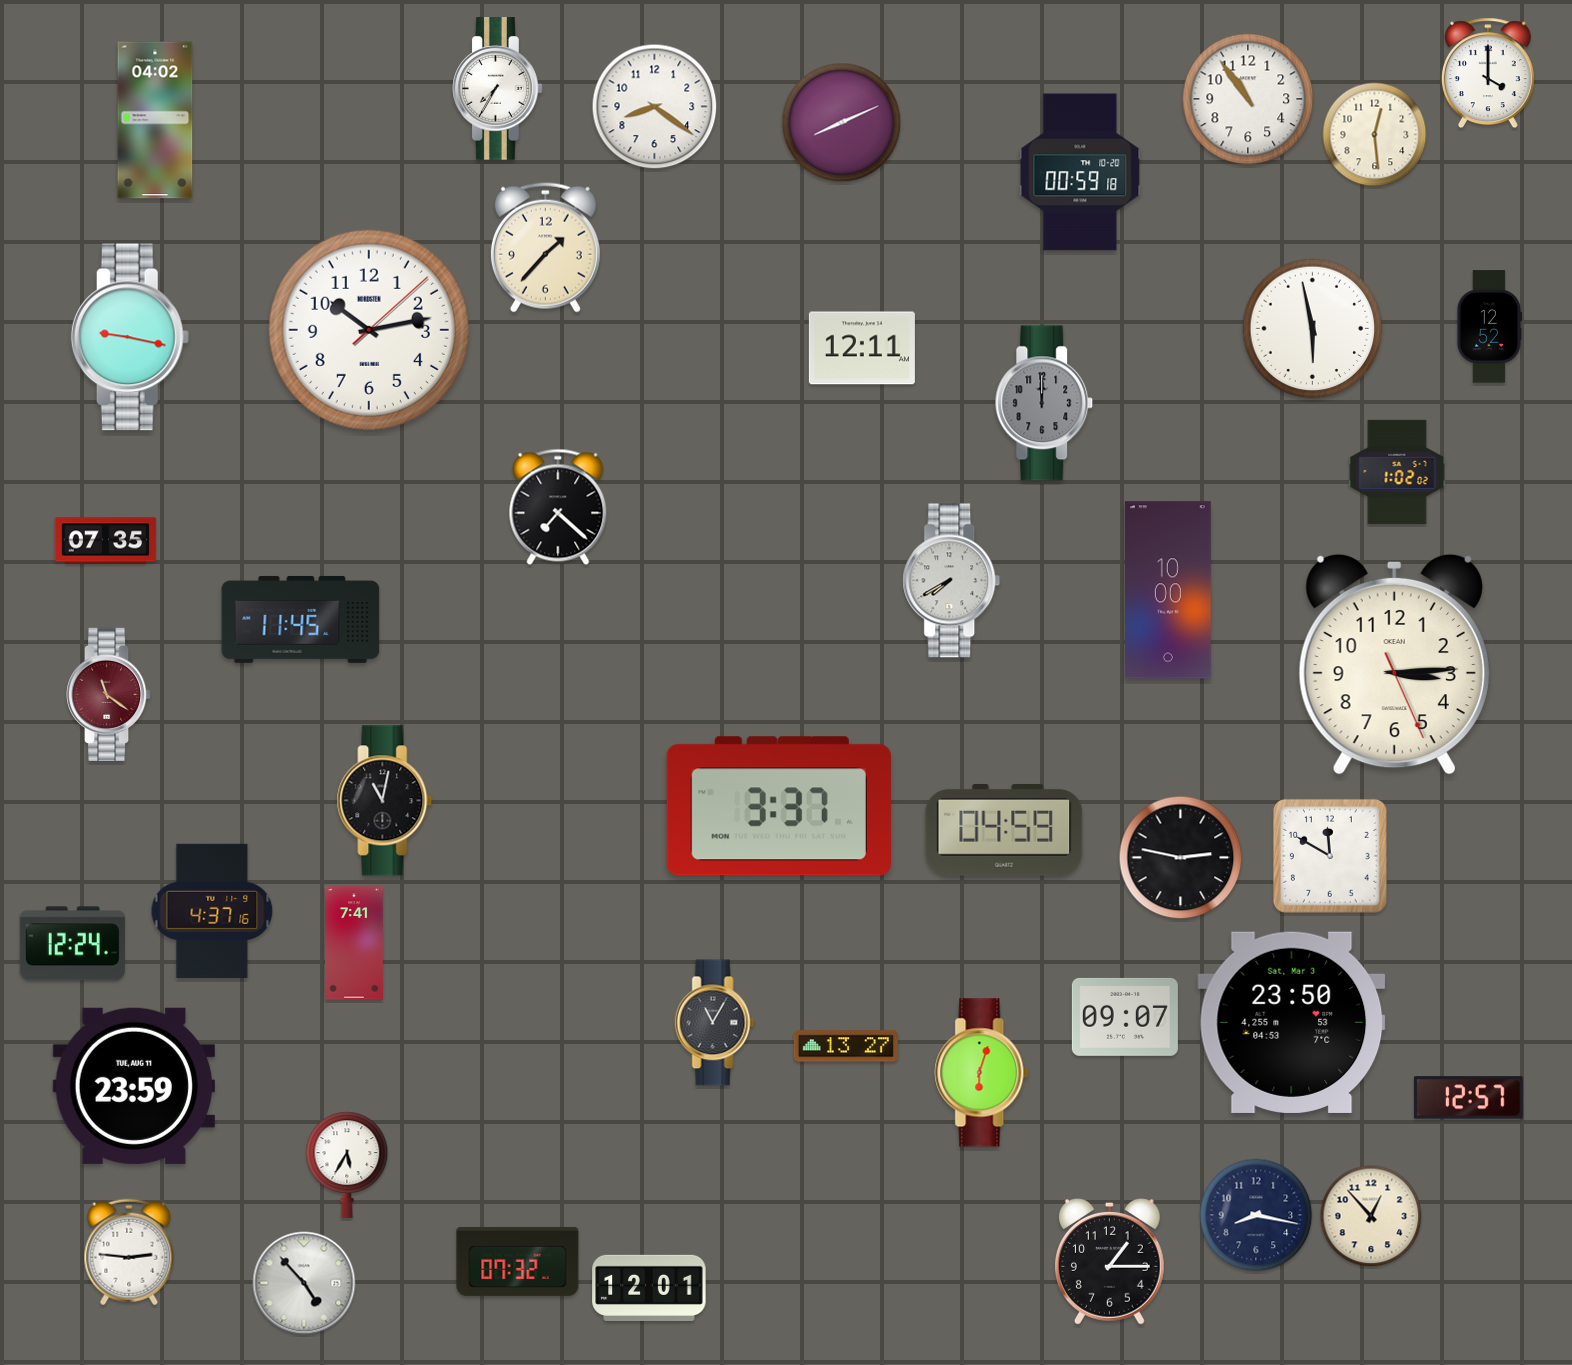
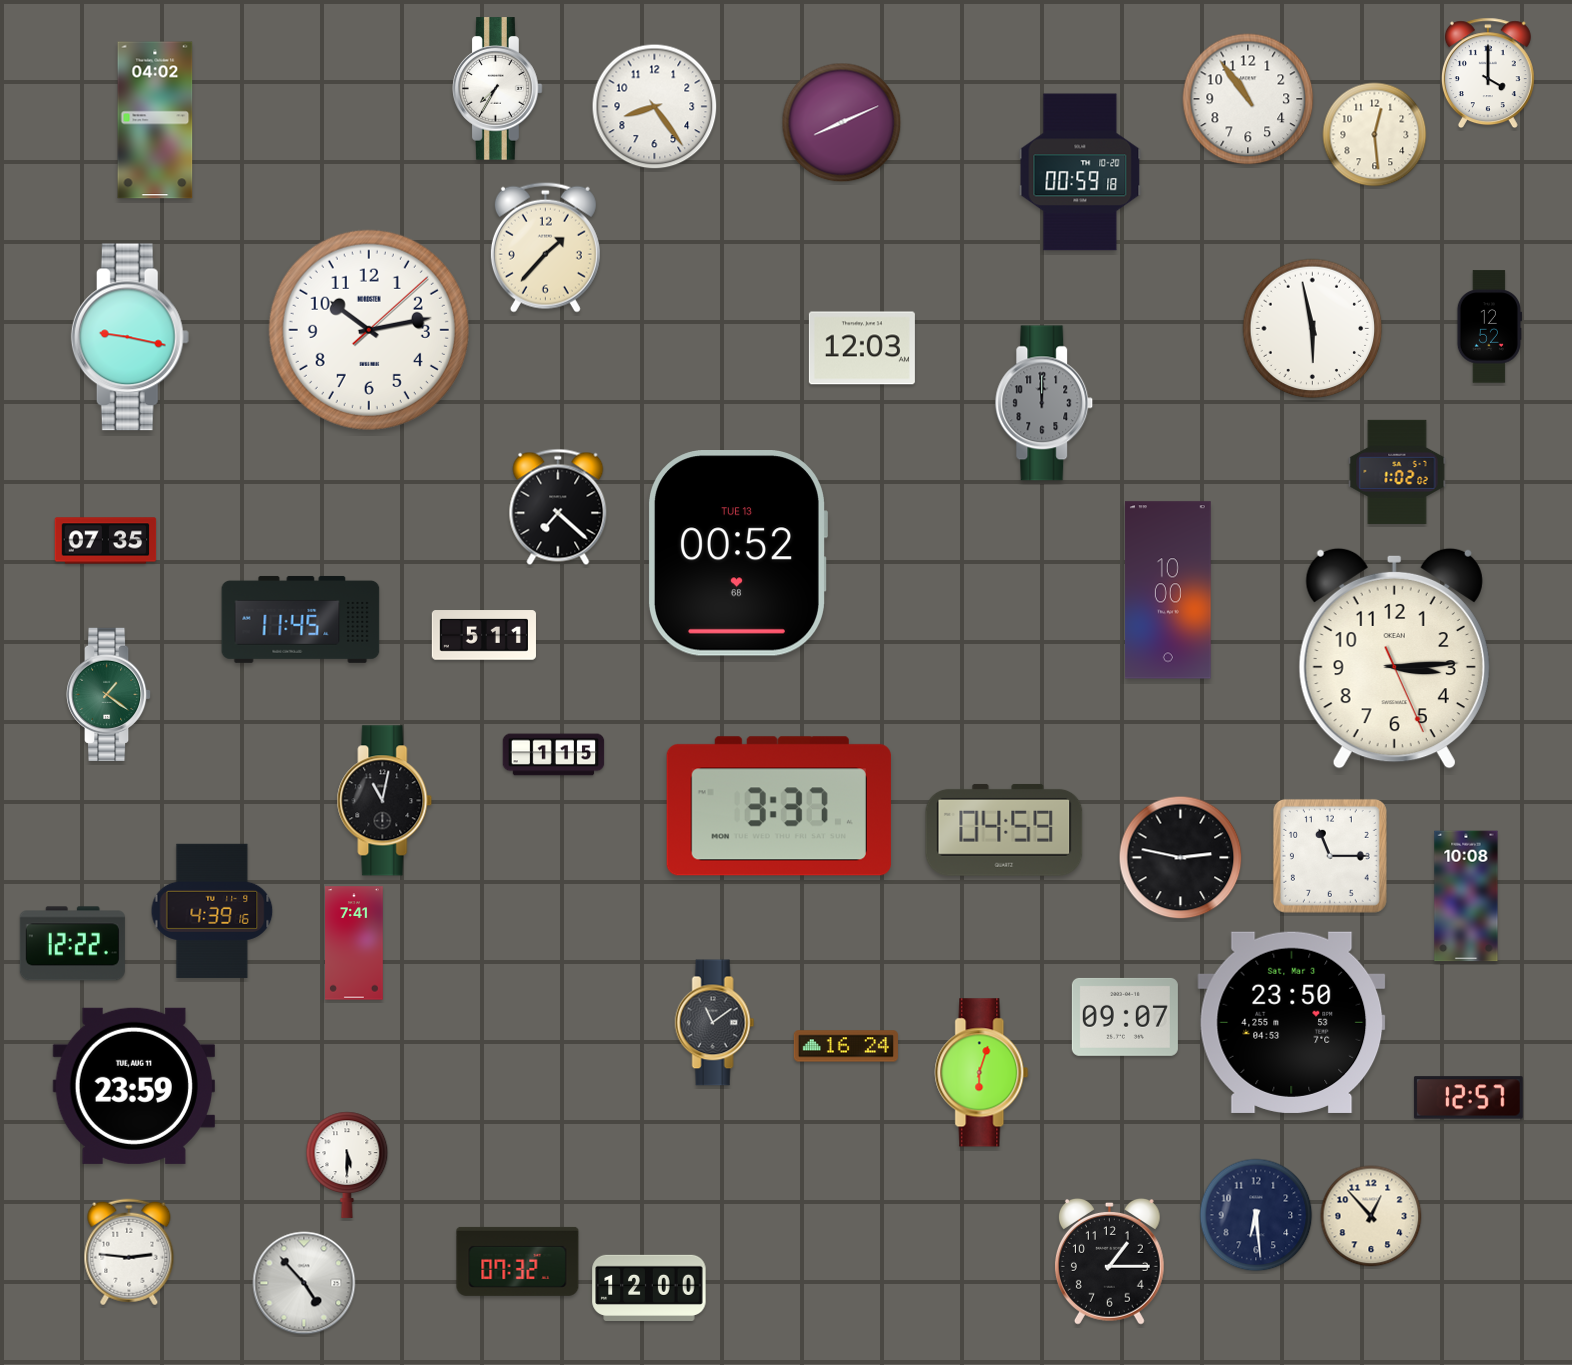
clock at (655, 107): 8:21 -> 8:24
clock at (862, 348): 12:11 -> 12:03
clock at (737, 554): none -> 00:52
clock at (952, 581): 7:40 -> none
clock at (484, 635): none -> 5:11
clock at (1394, 664) position: (1394, 664) -> (1394, 658)
clock at (109, 694): 11:21 -> 1:21
clock at (109, 694) dial: burgundy -> green
clock at (554, 755): none -> 1:15
clock at (1330, 856): 11:50 -> 11:15
clock at (1466, 896): none -> 10:08
clock at (212, 911): 4:37 -> 4:39
clock at (72, 944): 12:24 -> 12:22
clock at (715, 1023): 11:05 -> 11:09
clock at (846, 1046): 13:27 -> 16:24
clock at (347, 1165): 5:35 -> 5:30
clock at (1256, 1215): 8:17 -> 6:29
clock at (649, 1288): 12:01 -> 12:00
